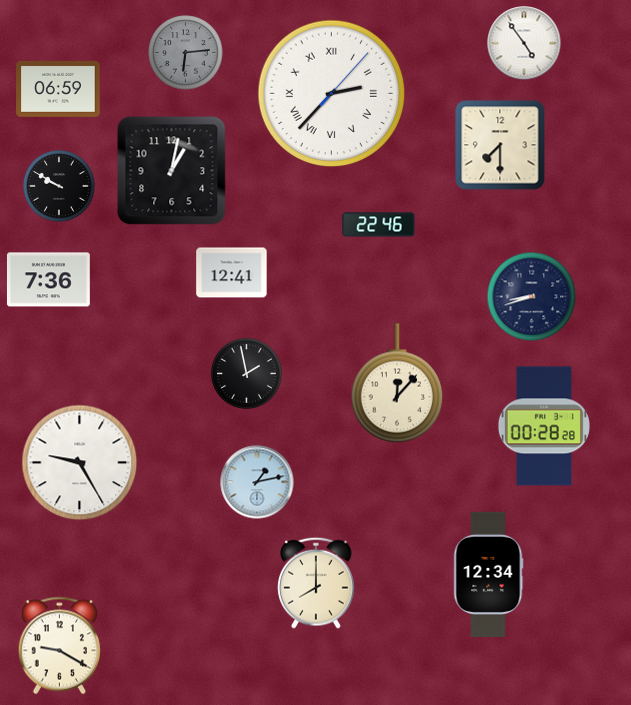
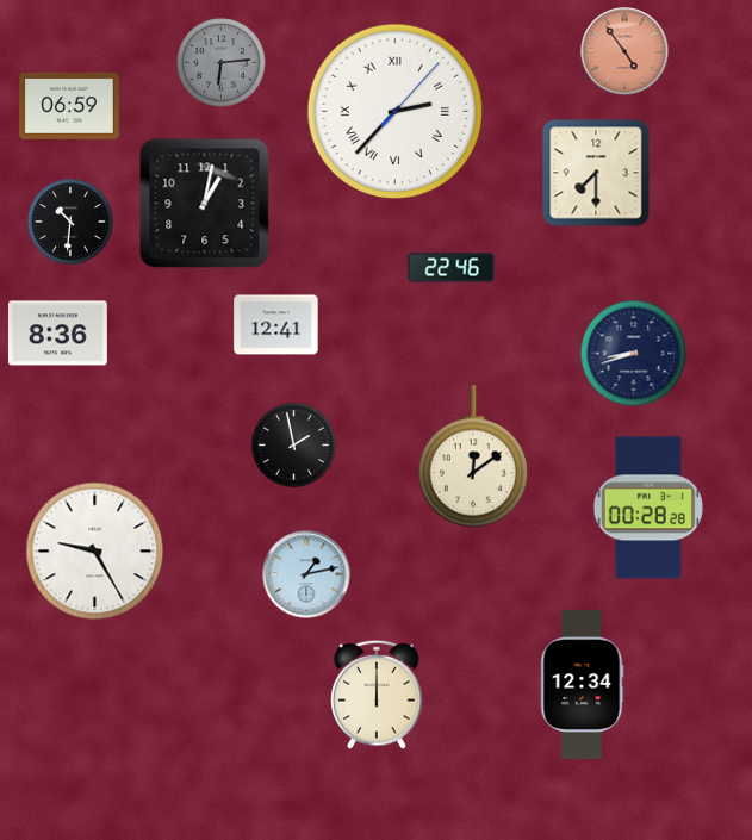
clock at (524, 43) dial: white -> salmon
clock at (60, 187): 9:50 -> 10:31
clock at (49, 280): 7:36 -> 8:36
clock at (396, 383): 12:07 -> 12:09
clock at (316, 583): 8:00 -> 12:00
clock at (60, 646): 9:20 -> none
